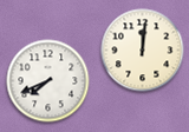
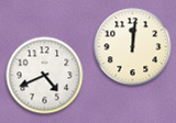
clock at (48, 81): 7:41 -> 4:41
